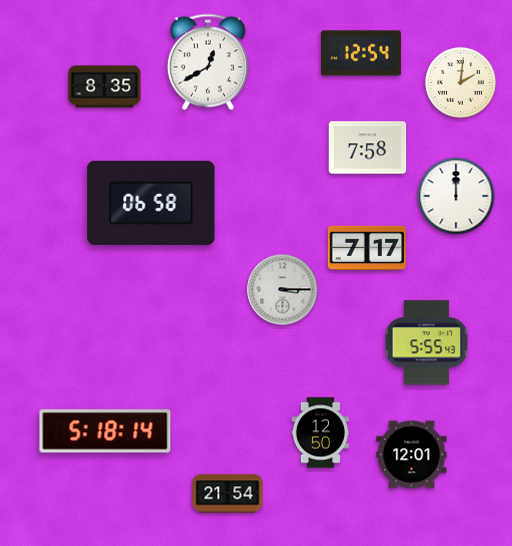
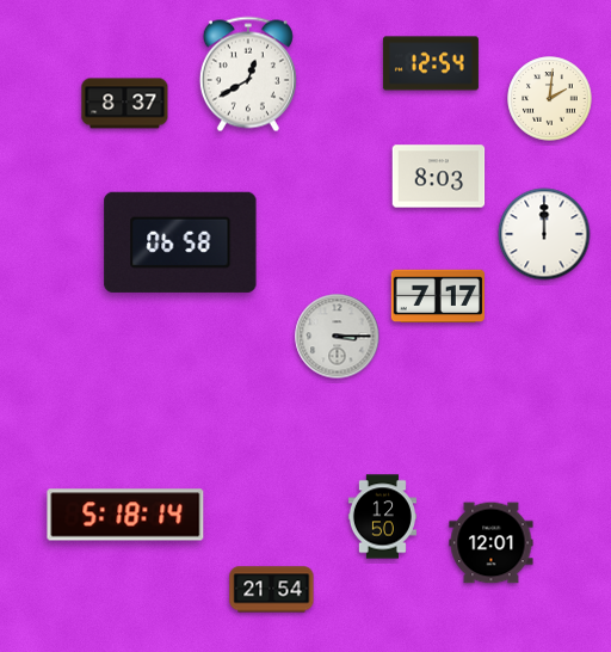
clock at (105, 87): 8:35 -> 8:37
clock at (368, 148): 7:58 -> 8:03
clock at (283, 290) position: (283, 290) -> (338, 337)
clock at (426, 343): 5:55 -> none
